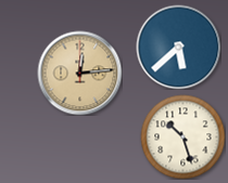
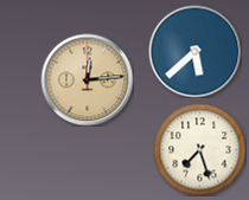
clock at (182, 136): 10:27 -> 7:27
